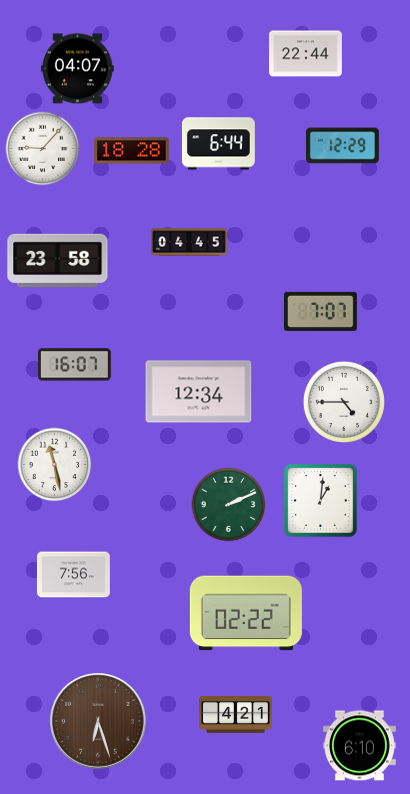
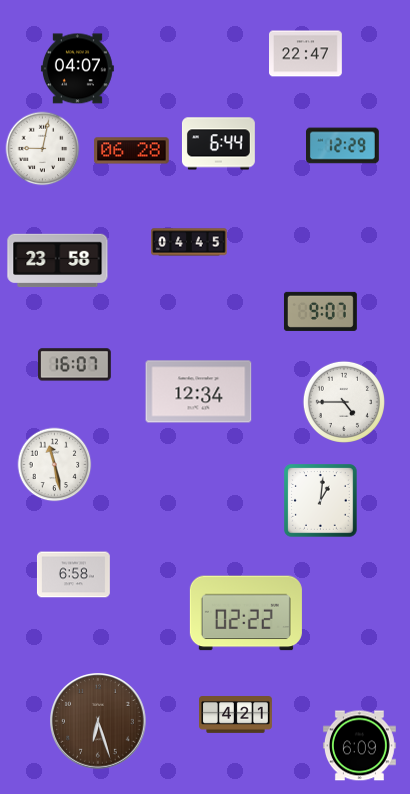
clock at (306, 54): 22:44 -> 22:47
clock at (43, 149): 9:07 -> 9:02
clock at (132, 151): 18:28 -> 06:28
clock at (320, 311): 7:07 -> 9:07
clock at (229, 505): 2:11 -> none
clock at (74, 575): 7:56 -> 6:58
clock at (359, 746): 6:10 -> 6:09
